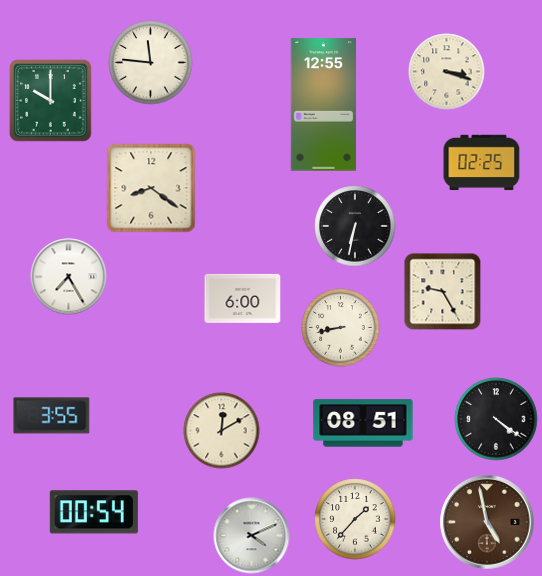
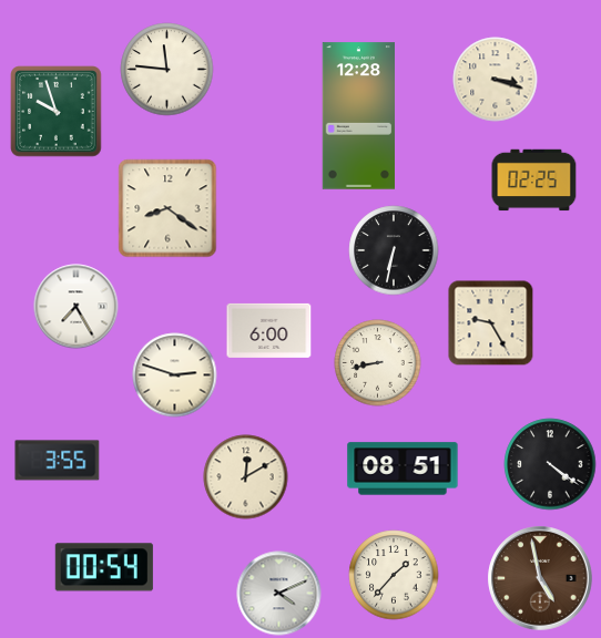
clock at (51, 101): 10:00 -> 9:57
clock at (323, 105): 12:55 -> 12:28
clock at (175, 375): none -> 2:48
